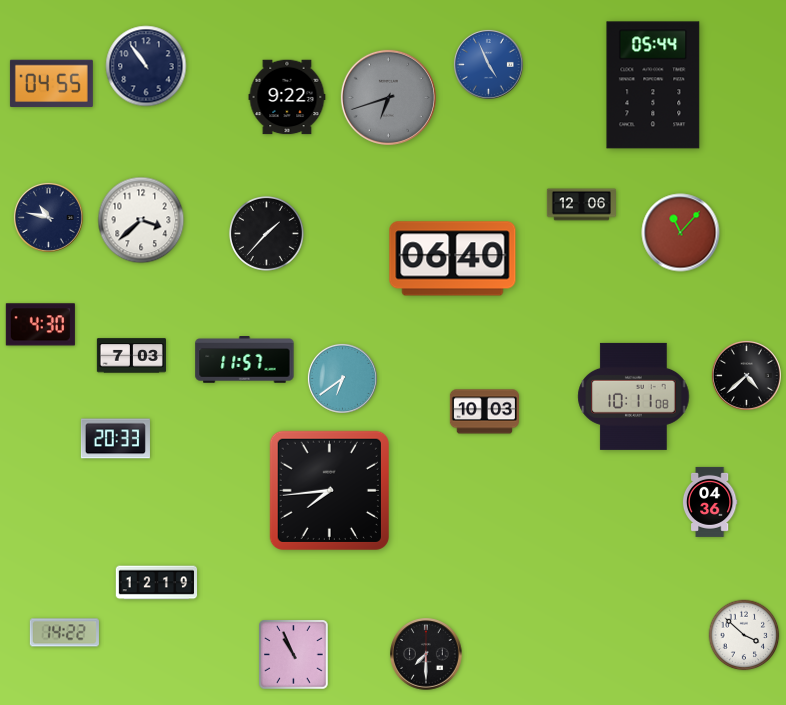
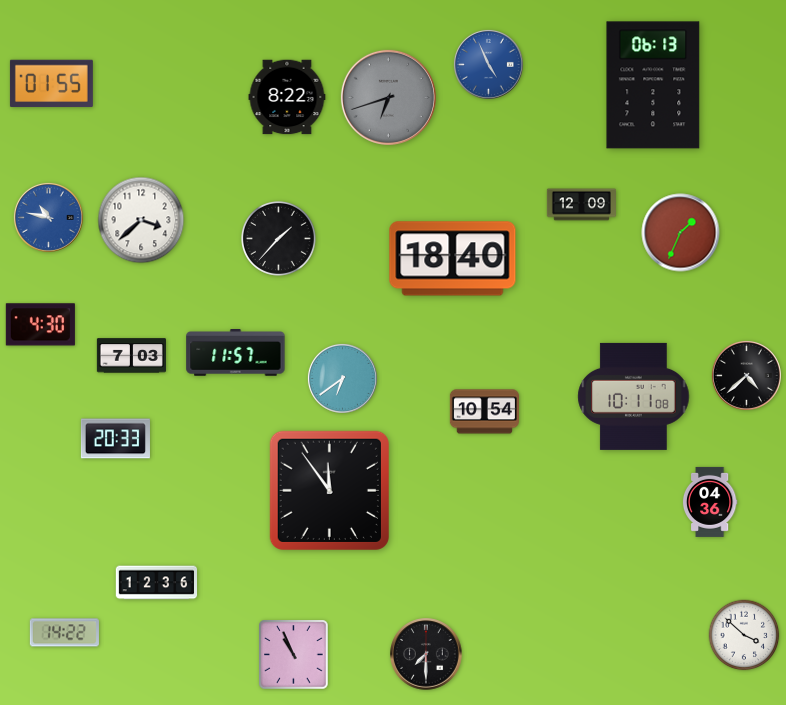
clock at (146, 66): 10:54 -> none
clock at (51, 84): 04:55 -> 01:55
clock at (653, 85): 05:44 -> 06:13
clock at (287, 97): 9:22 -> 8:22
clock at (581, 205): 12:06 -> 12:09
clock at (48, 217) dial: navy -> blue
clock at (266, 233) position: (266, 233) -> (278, 238)
clock at (681, 233): 11:07 -> 1:34
clock at (453, 259): 06:40 -> 18:40
clock at (245, 360) position: (245, 360) -> (236, 353)
clock at (484, 412): 10:03 -> 10:54
clock at (329, 490): 7:44 -> 11:54
clock at (157, 583): 12:19 -> 12:36
